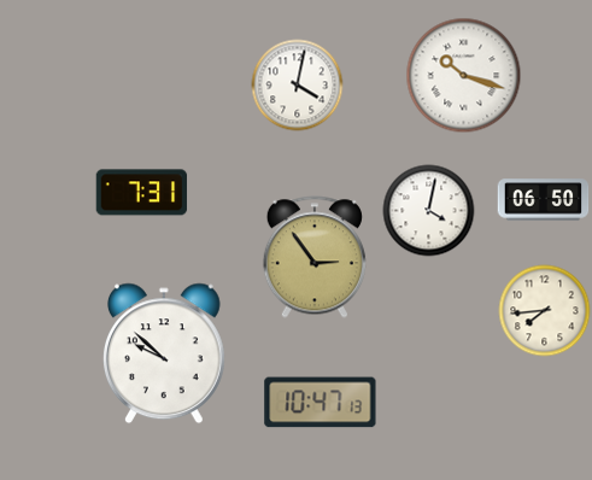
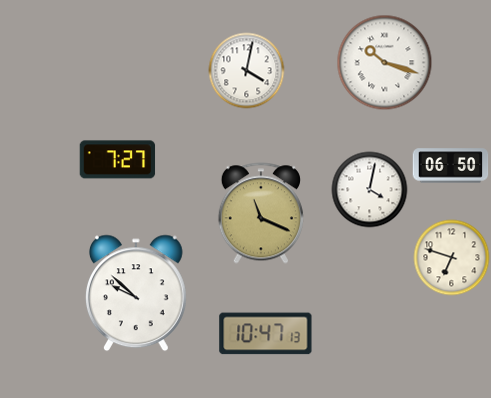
clock at (142, 193): 7:31 -> 7:27
clock at (429, 211) position: (429, 211) -> (370, 190)
clock at (315, 257): 2:54 -> 11:19
clock at (545, 311): 7:44 -> 6:48
